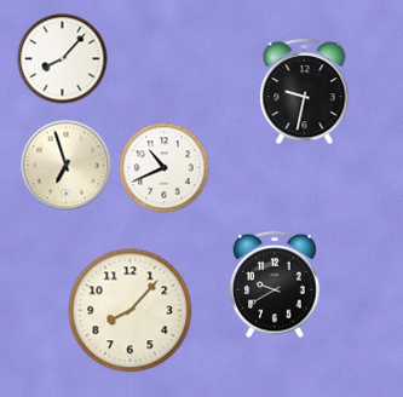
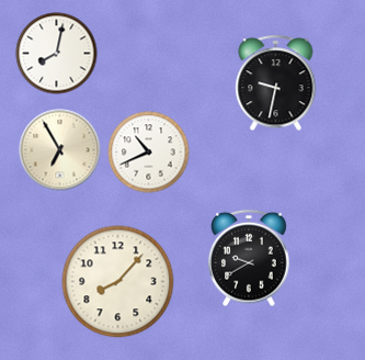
clock at (63, 59): 8:07 -> 8:02
clock at (67, 166): 6:57 -> 6:55
